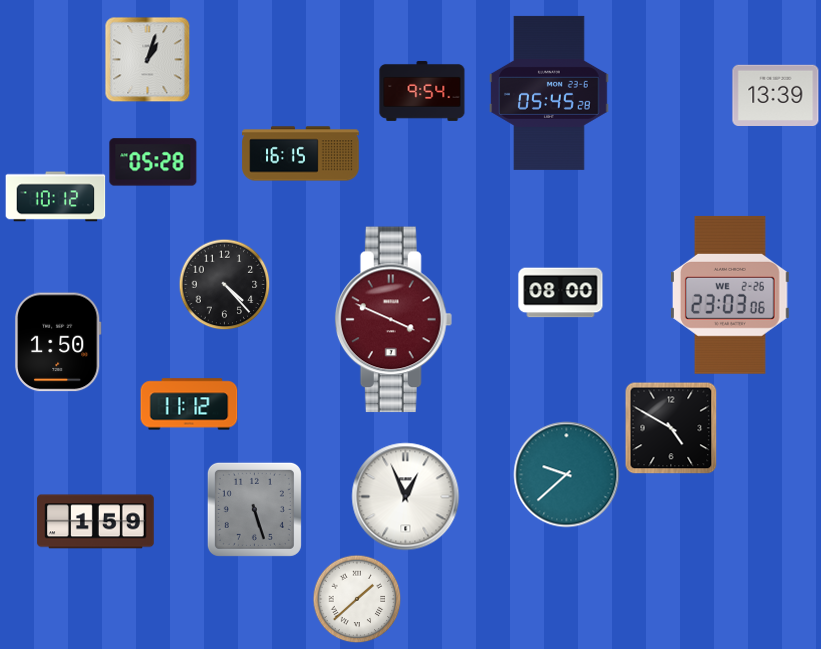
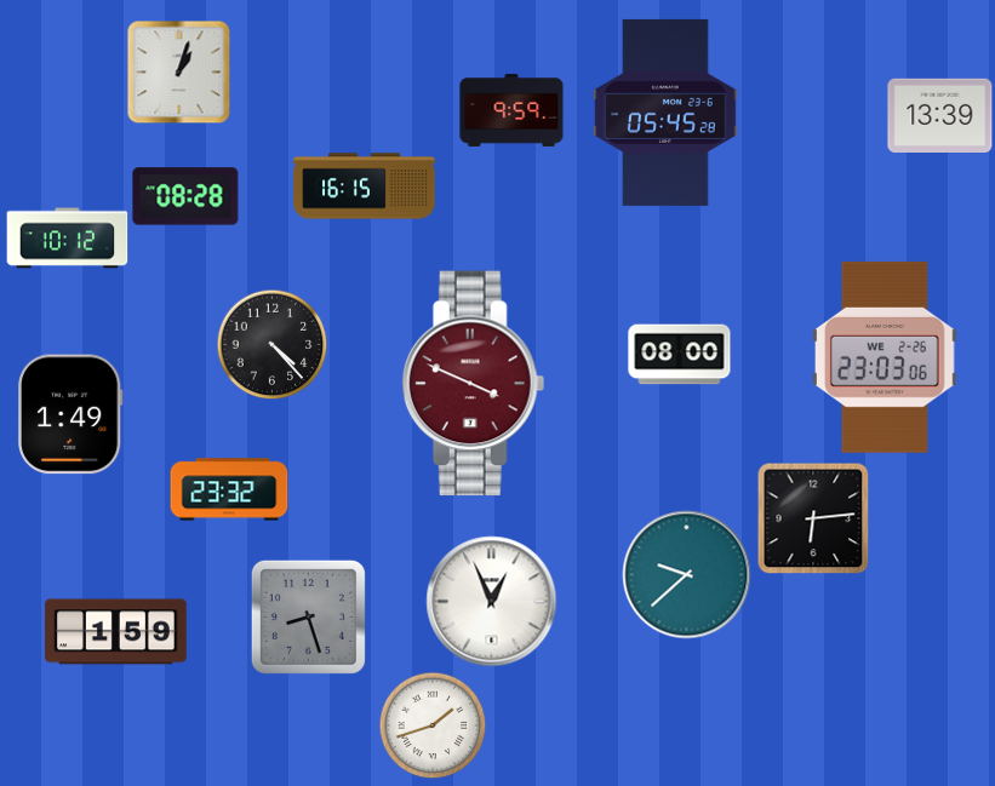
clock at (422, 91): 9:54 -> 9:59
clock at (153, 162): 05:28 -> 08:28
clock at (394, 320) position: (394, 320) -> (474, 384)
clock at (58, 342): 1:50 -> 1:49
clock at (189, 404): 11:12 -> 23:32
clock at (671, 428): 4:50 -> 6:14
clock at (254, 509): 5:27 -> 8:27
clock at (357, 599): 1:38 -> 1:42
